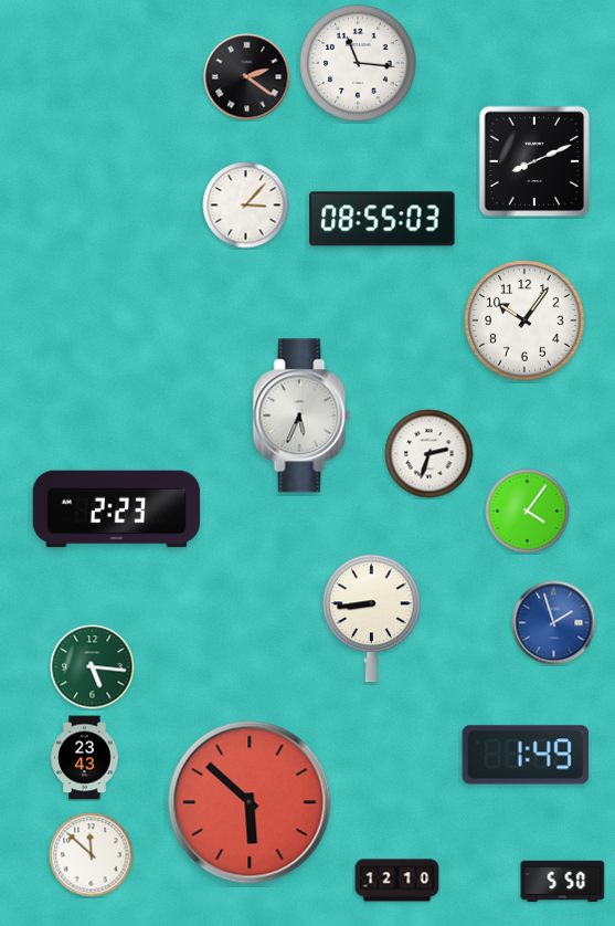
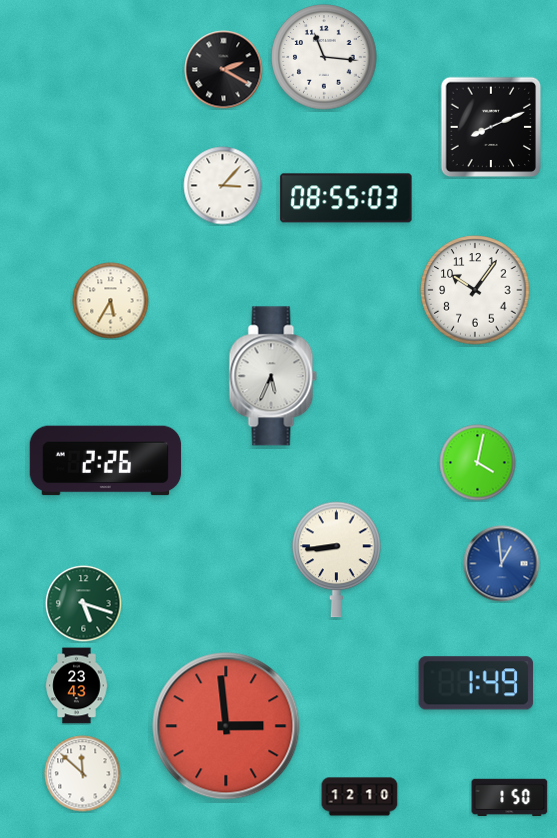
clock at (247, 77): 2:21 -> 2:20
clock at (534, 161) position: (534, 161) -> (491, 127)
clock at (111, 301): none -> 5:35
clock at (430, 454): 2:33 -> none
clock at (117, 509): 2:23 -> 2:26
clock at (528, 512): 4:06 -> 4:02
clock at (554, 623): 1:57 -> 12:59
clock at (93, 667): 5:16 -> 5:18
clock at (250, 802): 5:52 -> 2:59
clock at (563, 881): 5:50 -> 1:50
